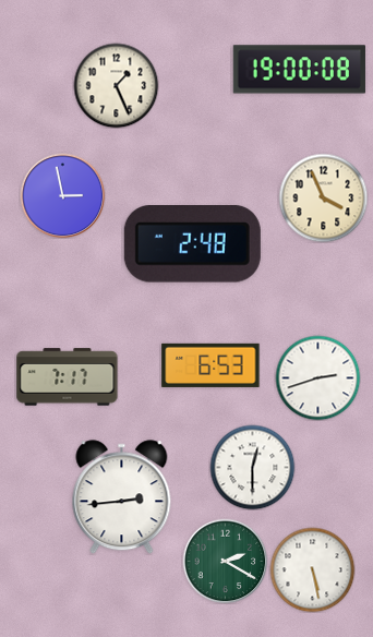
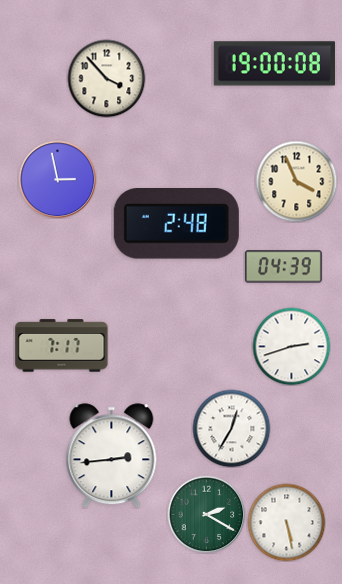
clock at (116, 85): 1:26 -> 3:53
clock at (283, 267): none -> 04:39
clock at (210, 365): 6:53 -> none
clock at (252, 467): 12:30 -> 12:35
